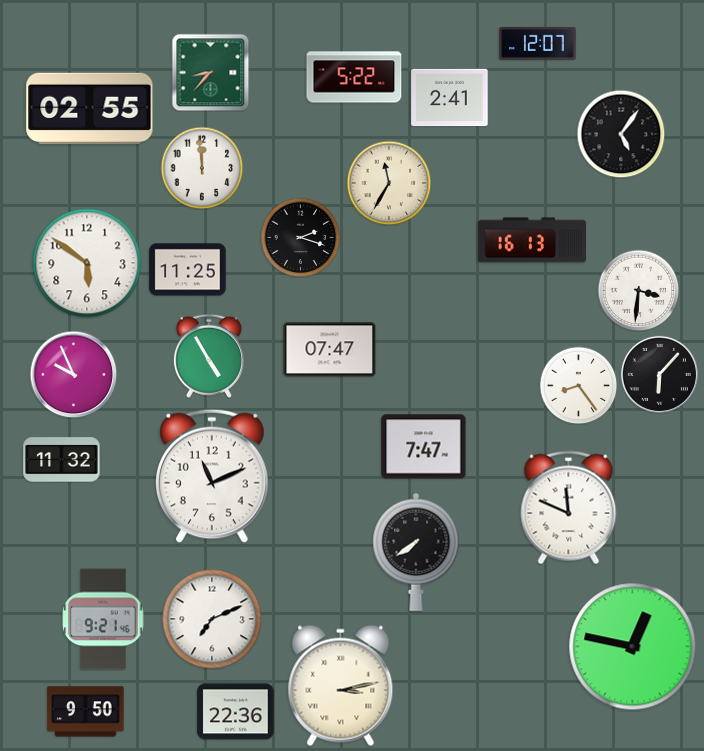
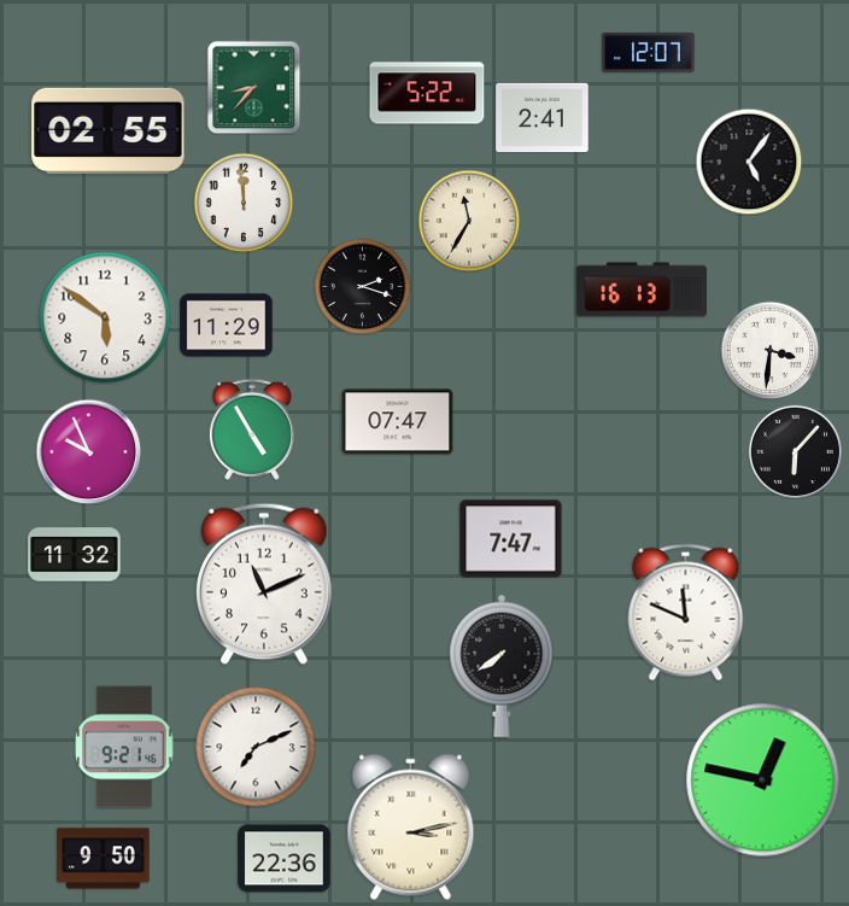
clock at (188, 270): 11:25 -> 11:29
clock at (578, 385): 8:24 -> none
clock at (213, 476) position: (213, 476) -> (265, 584)
